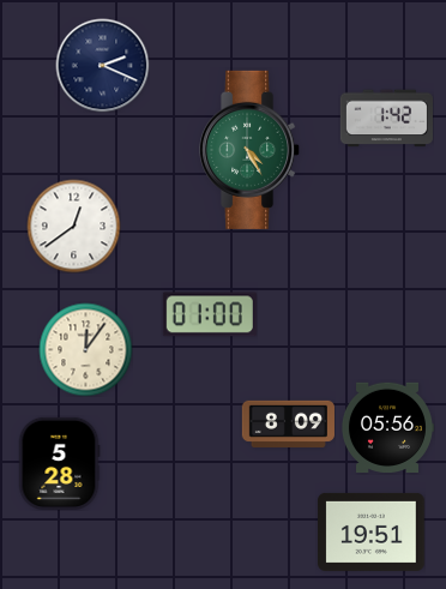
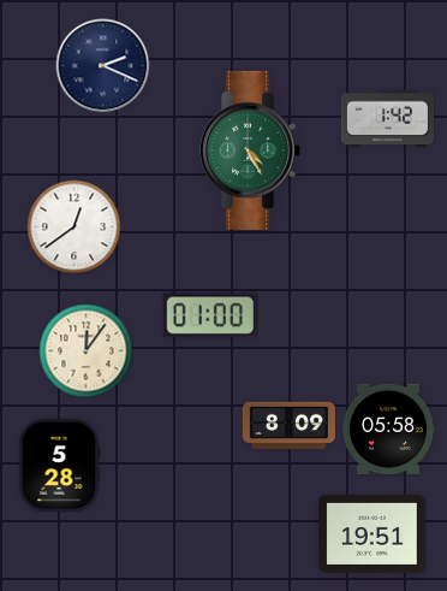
clock at (387, 427): 05:56 -> 05:58
